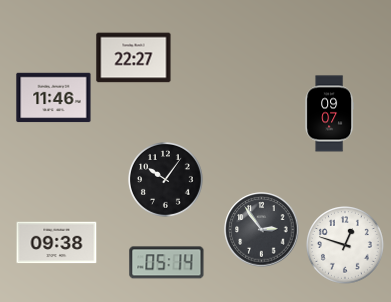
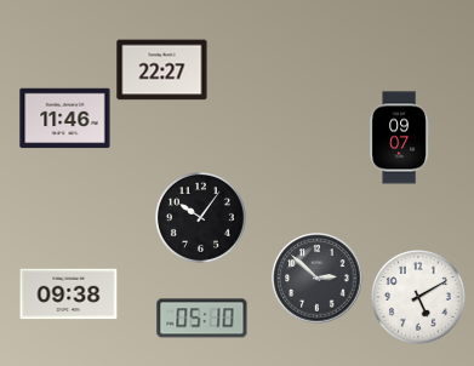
clock at (262, 230): 2:54 -> 2:52
clock at (346, 246): 12:48 -> 5:10
clock at (167, 263): 05:14 -> 05:10
